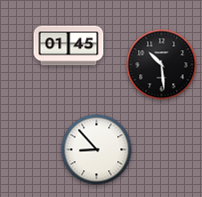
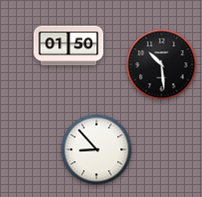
clock at (69, 46): 01:45 -> 01:50
